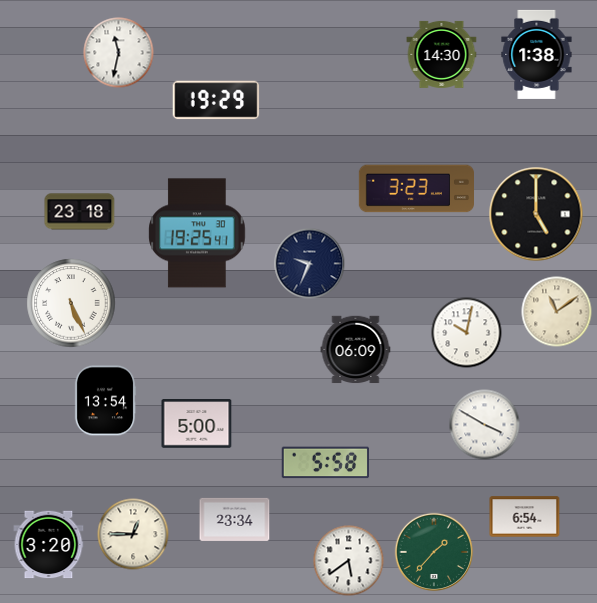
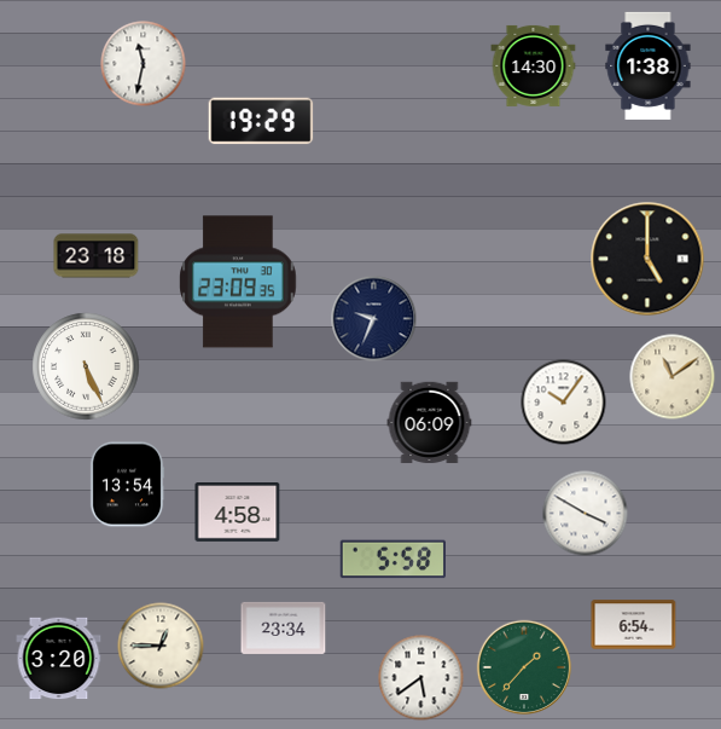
clock at (416, 189): 3:23 -> none
clock at (197, 233): 19:25 -> 23:09
clock at (467, 333): 10:02 -> 10:06
clock at (197, 424): 5:00 -> 4:58
